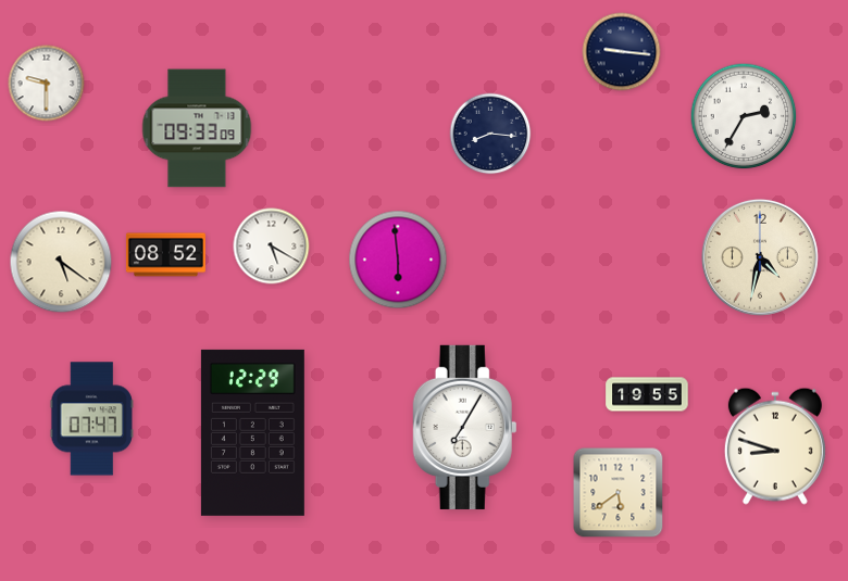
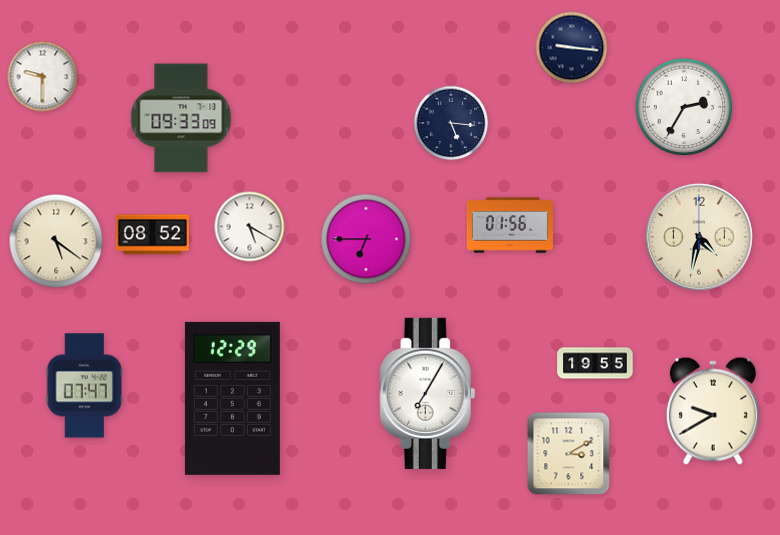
clock at (490, 134): 8:16 -> 5:16
clock at (510, 225): none -> 01:56
clock at (398, 260): 5:59 -> 6:45
clock at (775, 446): 8:48 -> 9:40
clock at (619, 493): 5:39 -> 3:10
